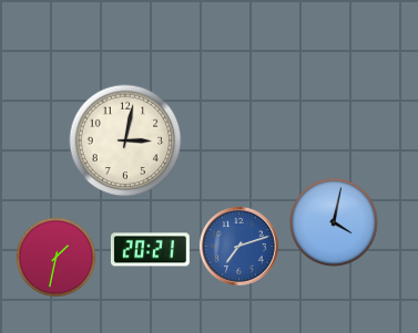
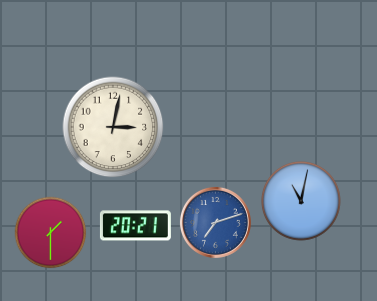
clock at (335, 223): 4:02 -> 11:02
clock at (57, 258): 1:32 -> 1:30
